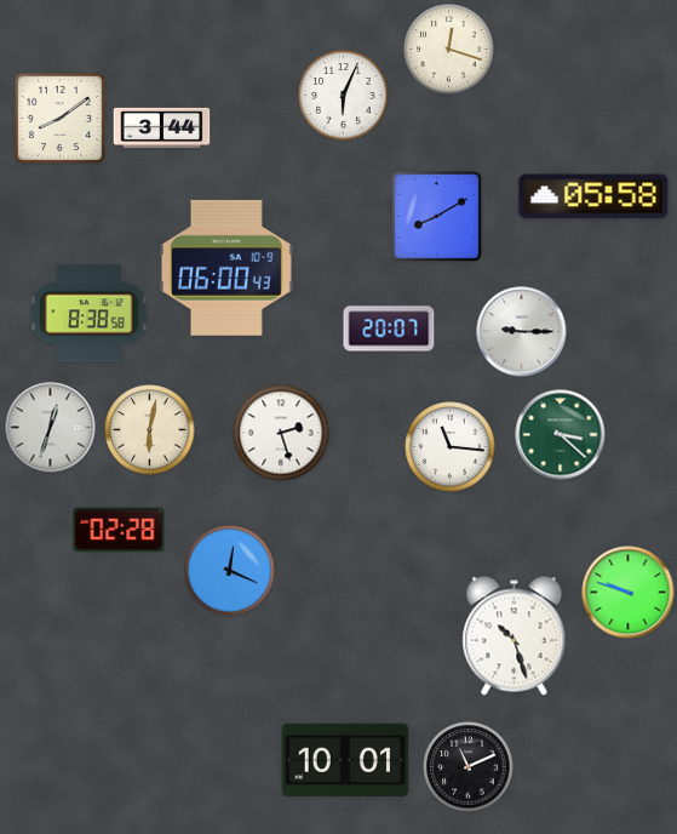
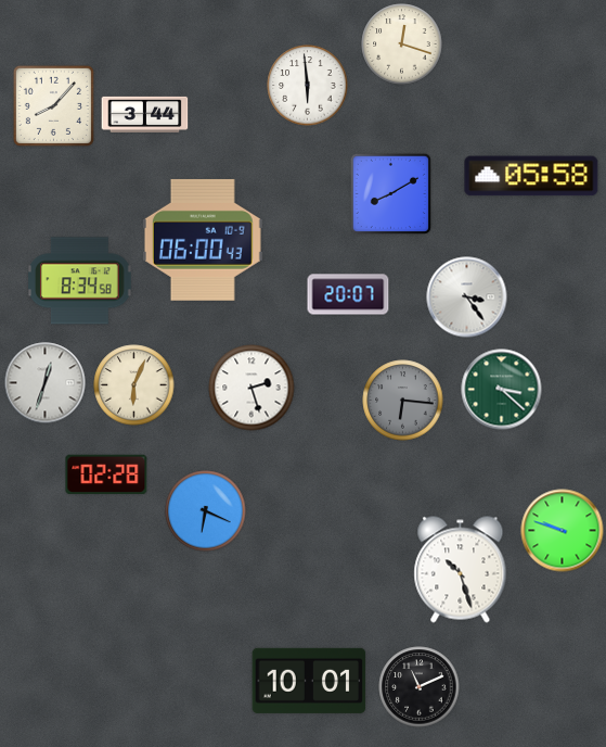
clock at (344, 96): 6:04 -> 5:59
clock at (59, 118): 8:09 -> 8:07
clock at (90, 314): 8:38 -> 8:34
clock at (522, 332): 9:15 -> 3:24
clock at (150, 430): 6:02 -> 6:04
clock at (451, 447): 11:16 -> 6:16
clock at (451, 447) dial: white -> grey
clock at (230, 571): 12:19 -> 6:19
